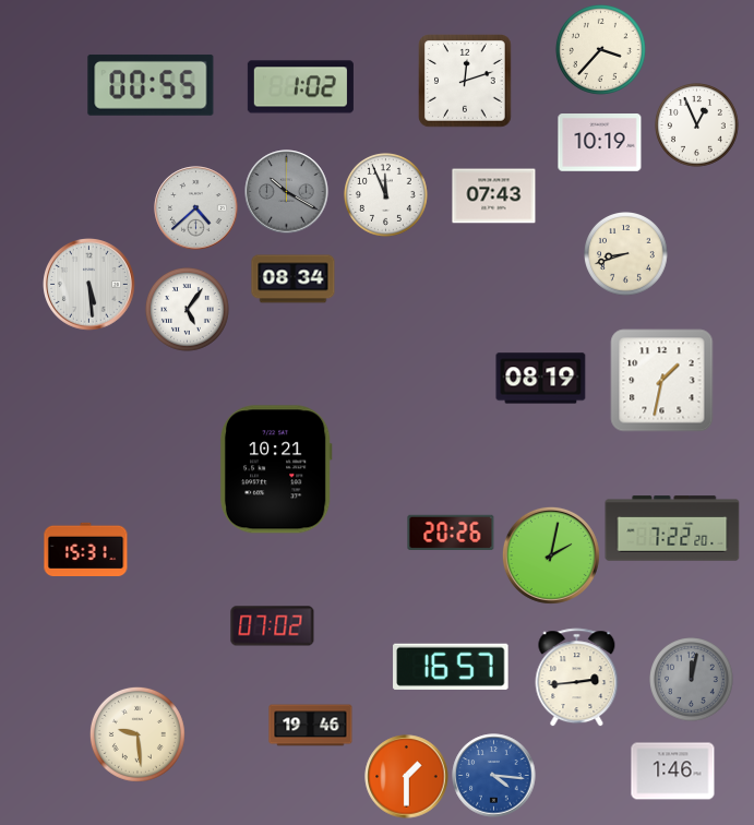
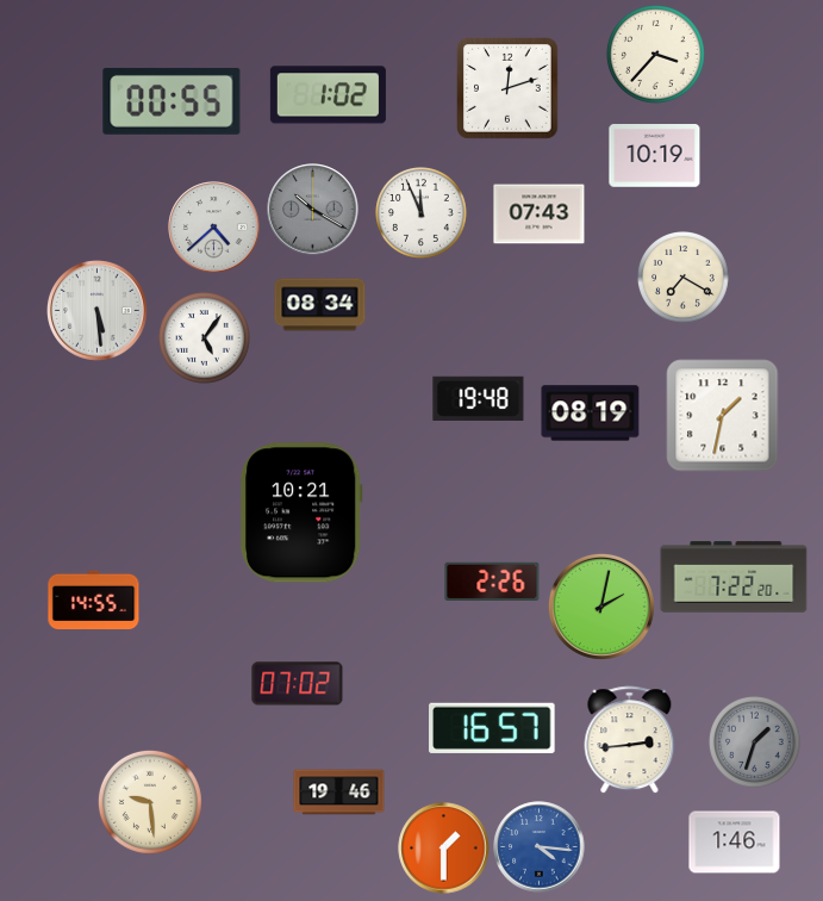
clock at (151, 85) position: (151, 85) -> (172, 101)
clock at (697, 125): 12:56 -> none
clock at (626, 254): 8:42 -> 7:20
clock at (479, 398): none -> 19:48
clock at (451, 531): 20:26 -> 2:26
clock at (86, 549): 15:31 -> 14:55
clock at (692, 680): 12:02 -> 1:33
